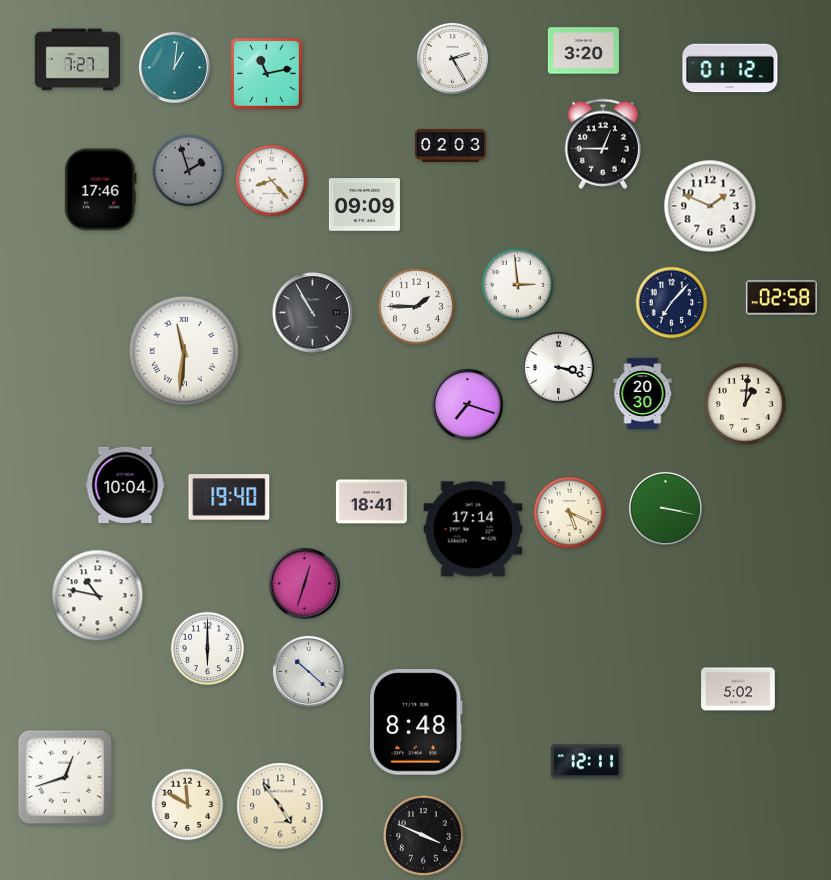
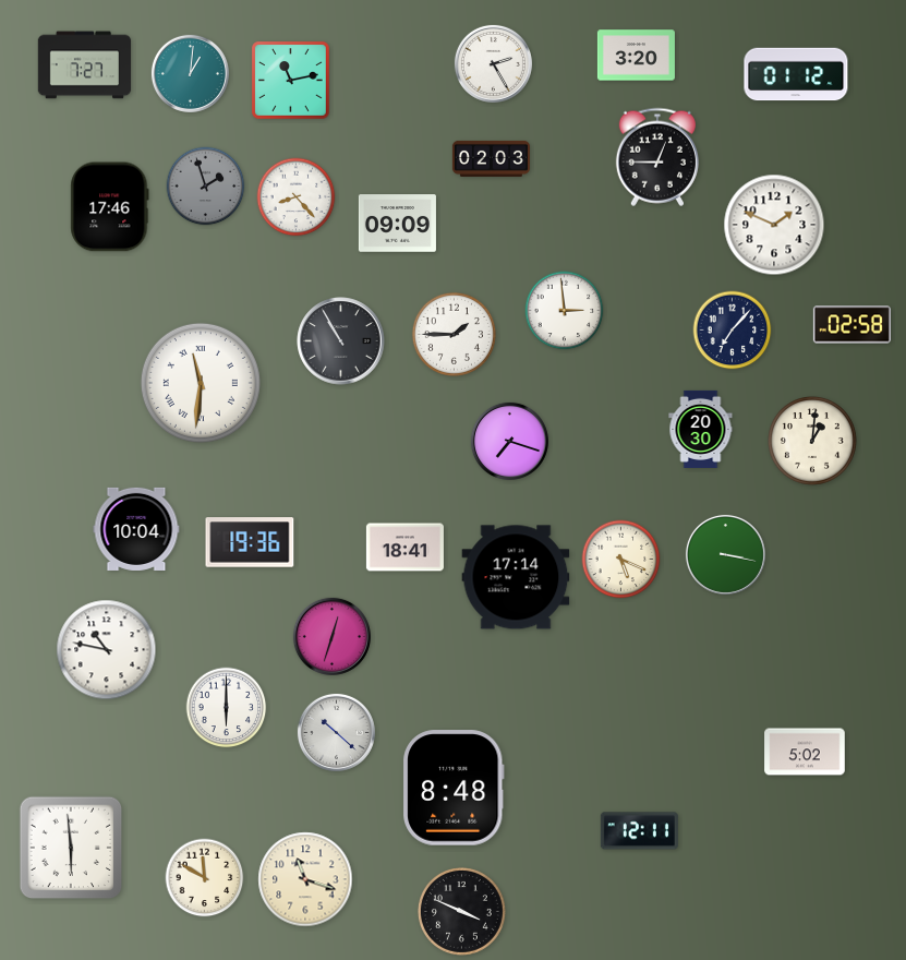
clock at (558, 367): 3:18 -> none
clock at (229, 497): 19:40 -> 19:36
clock at (65, 777): 12:42 -> 5:59
clock at (280, 806): 4:54 -> 11:18
